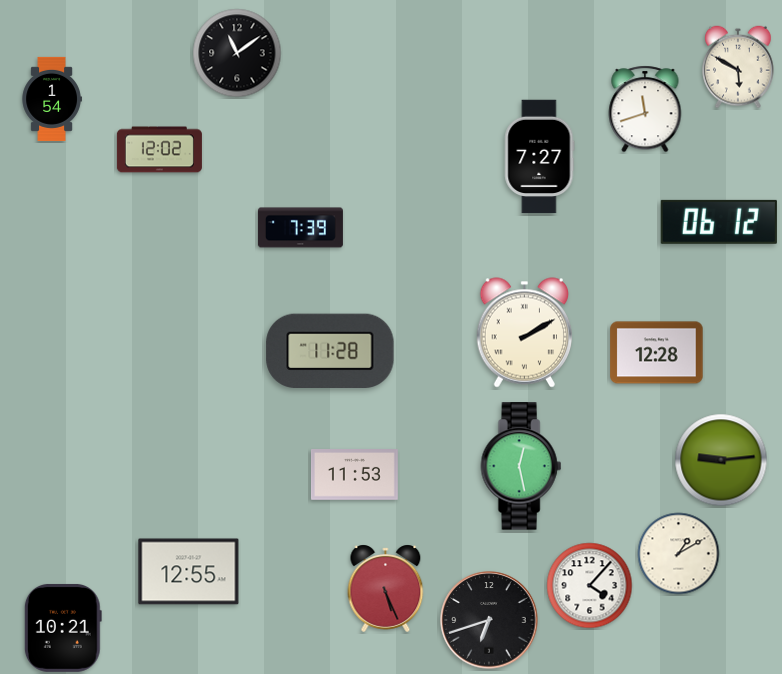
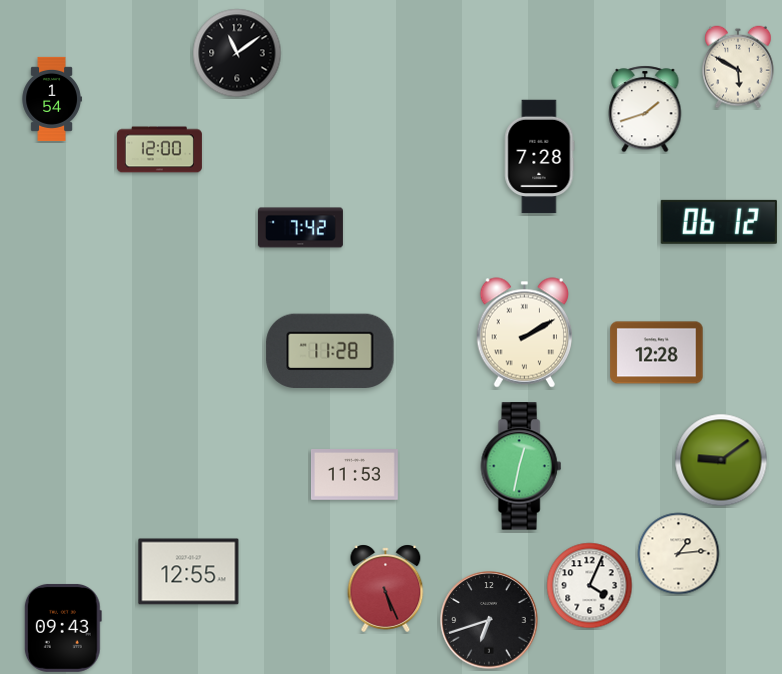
clock at (645, 109): 11:42 -> 1:42
clock at (159, 150): 12:02 -> 12:00
clock at (540, 157): 7:27 -> 7:28
clock at (300, 228): 7:39 -> 7:42
clock at (721, 460): 9:14 -> 9:09
clock at (521, 466): 12:28 -> 12:32
clock at (679, 554): 1:10 -> 1:14
clock at (590, 586): 4:07 -> 4:04
clock at (63, 628): 10:21 -> 09:43
